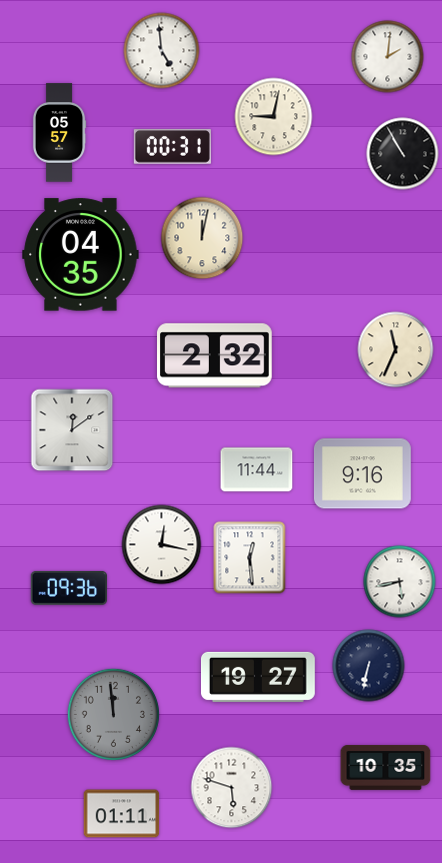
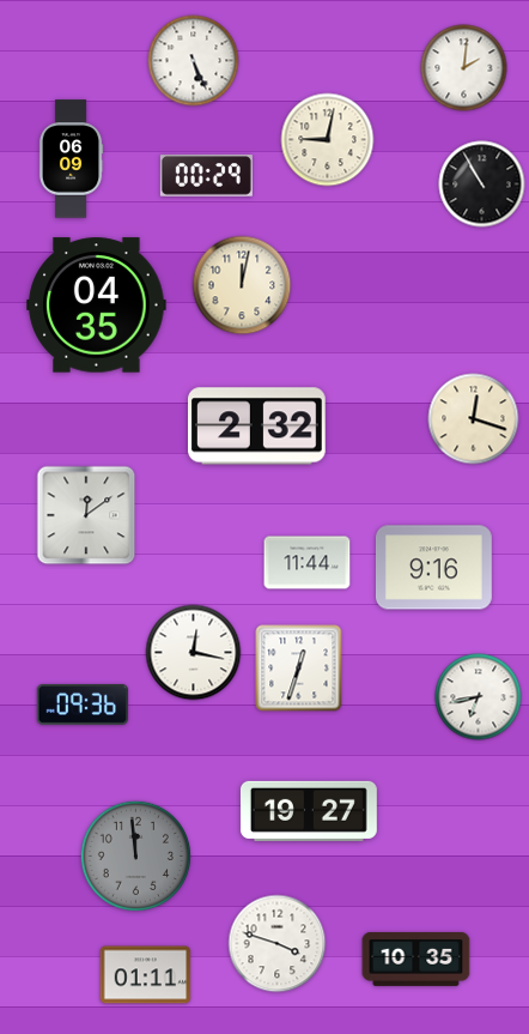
clock at (162, 51): 4:59 -> 5:26
clock at (59, 133): 05:57 -> 06:09
clock at (172, 147): 00:31 -> 00:29
clock at (396, 350): 11:34 -> 12:18
clock at (250, 558): 12:29 -> 12:33
clock at (400, 582): 5:43 -> 6:43
clock at (369, 666): 6:32 -> none
clock at (386, 767) position: (386, 767) -> (416, 959)
clock at (232, 788): 5:48 -> 3:48
